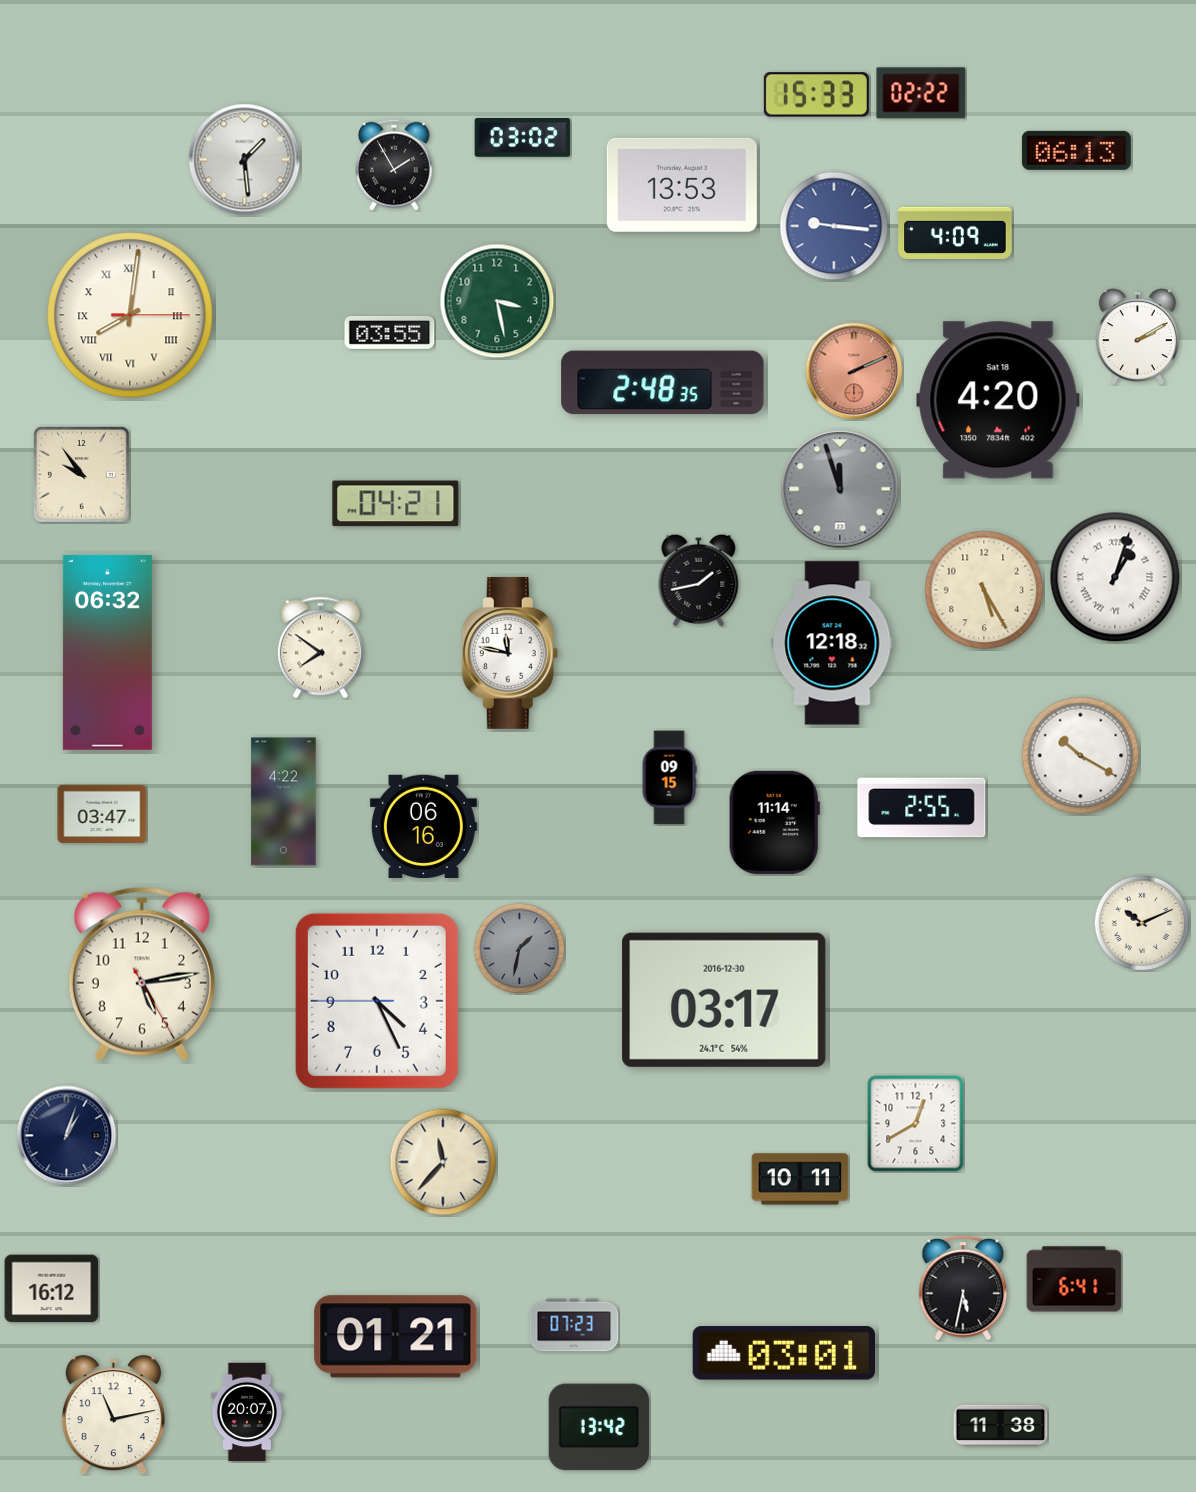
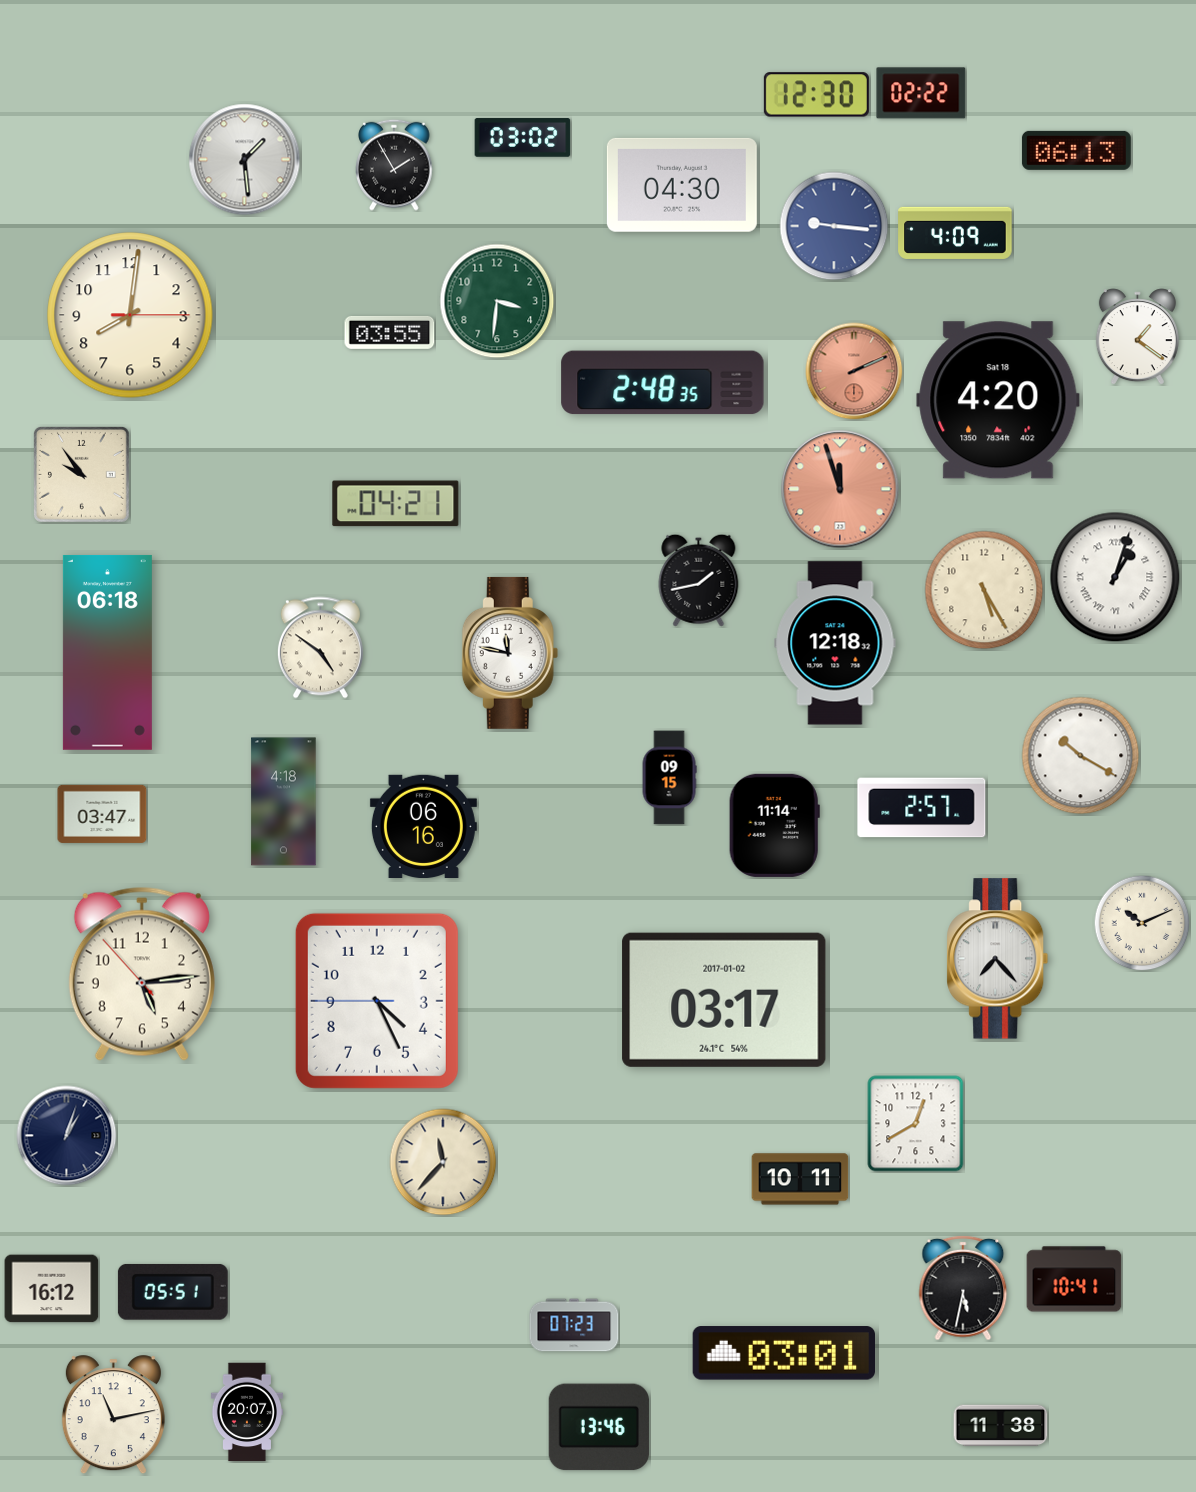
clock at (816, 95): 15:33 -> 12:30
clock at (682, 185): 13:53 -> 04:30
clock at (497, 301): 3:28 -> 3:31
clock at (130, 315) numerals: Roman -> Arabic
clock at (1137, 337): 2:10 -> 1:21
clock at (840, 489) dial: grey -> salmon
clock at (832, 643) position: (832, 643) -> (835, 643)
clock at (320, 648): 7:51 -> 4:51
clock at (107, 652): 06:32 -> 06:18
clock at (284, 802): 4:22 -> 4:18
clock at (922, 808): 2:55 -> 2:57
clock at (774, 822) position: (774, 822) -> (774, 825)
clock at (519, 948): 1:32 -> none
clock at (998, 959): none -> 7:23
clock at (142, 974): 5:13:25 -> 5:13:53
clock at (724, 1000) date: 2016-12-30 -> 2017-01-02
clock at (1074, 1279): 6:41 -> 10:41
clock at (173, 1292): none -> 05:51
clock at (396, 1337): 01:21 -> none
clock at (599, 1427): 13:42 -> 13:46
